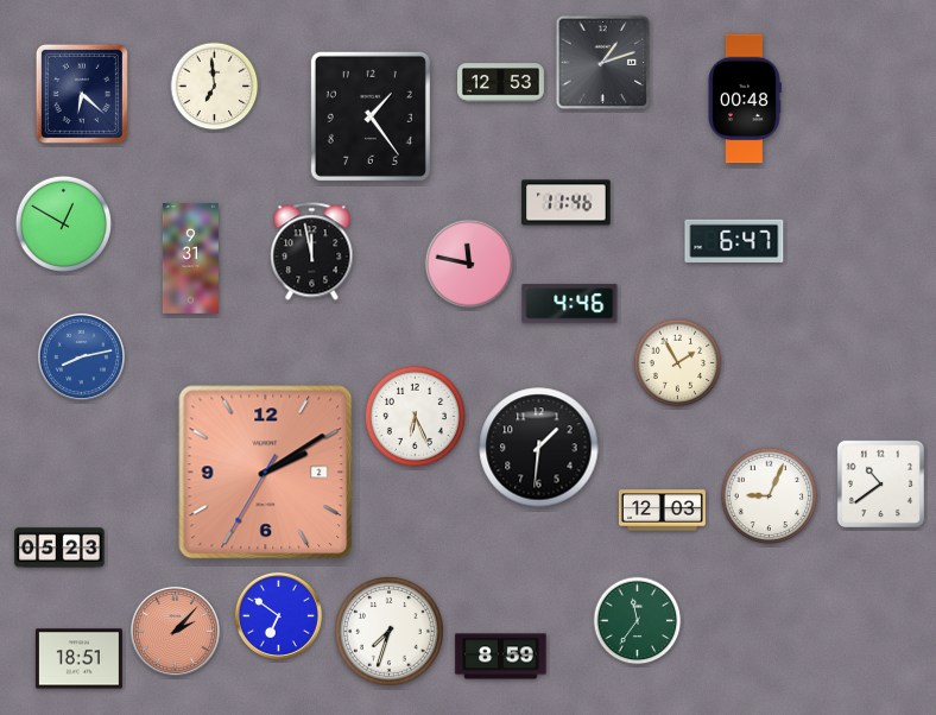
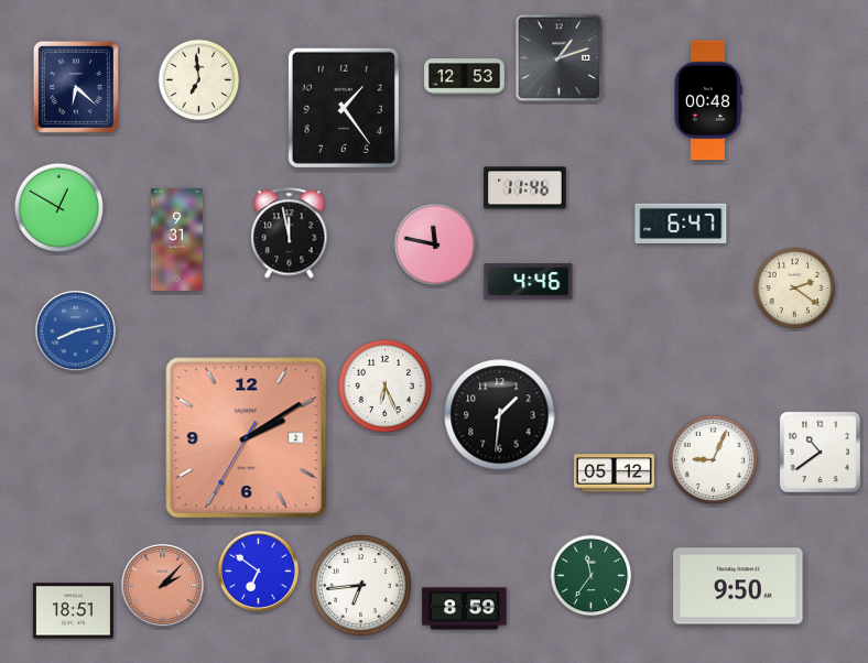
clock at (745, 99) position: (745, 99) -> (708, 100)
clock at (795, 289): none -> 2:21
clock at (678, 363): 1:55 -> none
clock at (880, 483) position: (880, 483) -> (820, 452)
clock at (662, 511): 12:03 -> 05:12
clock at (59, 548): 05:23 -> none
clock at (390, 632): 7:33 -> 6:44
clock at (738, 586): none -> 9:50
